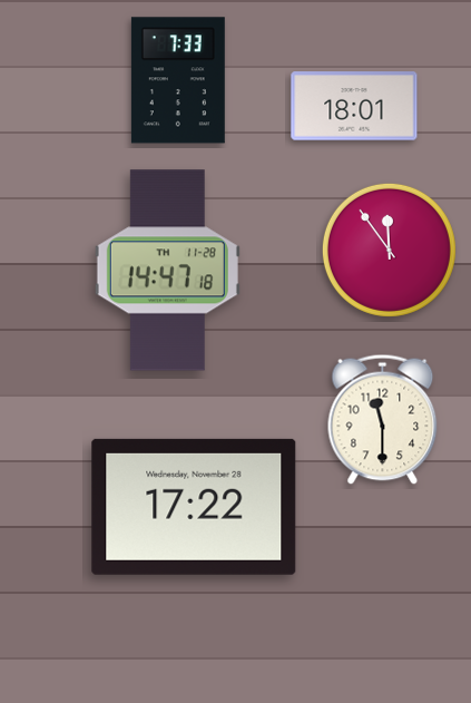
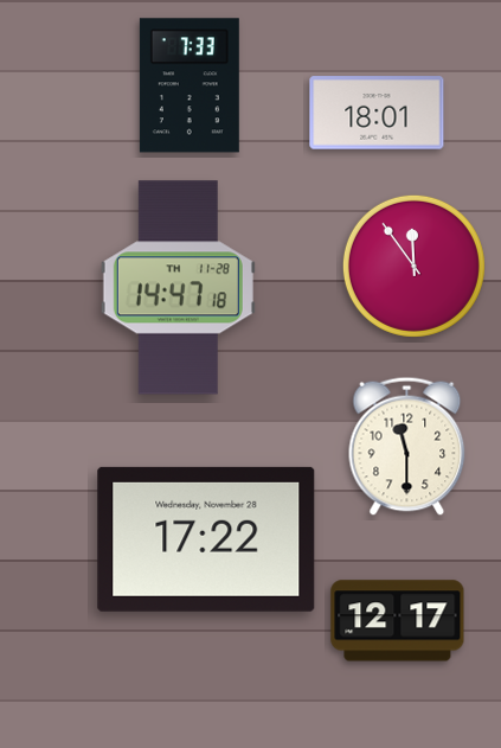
clock at (398, 621): none -> 12:17
